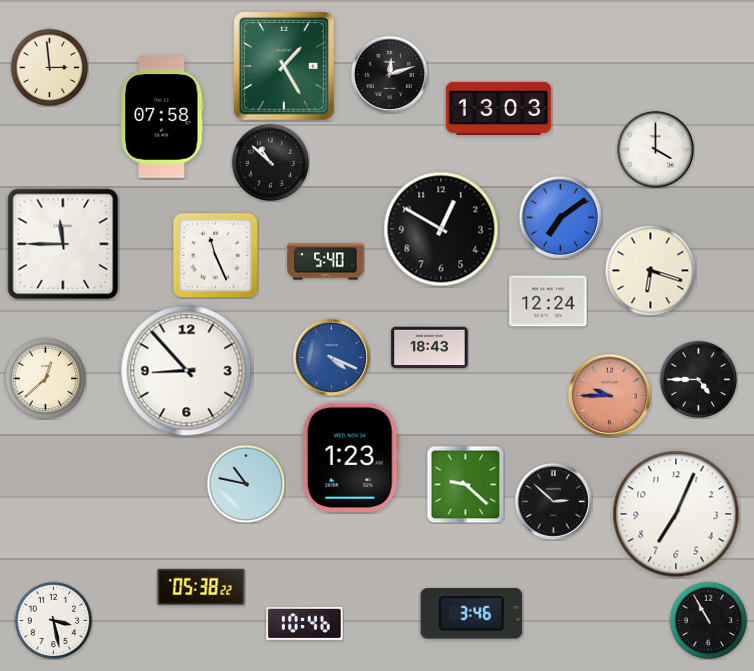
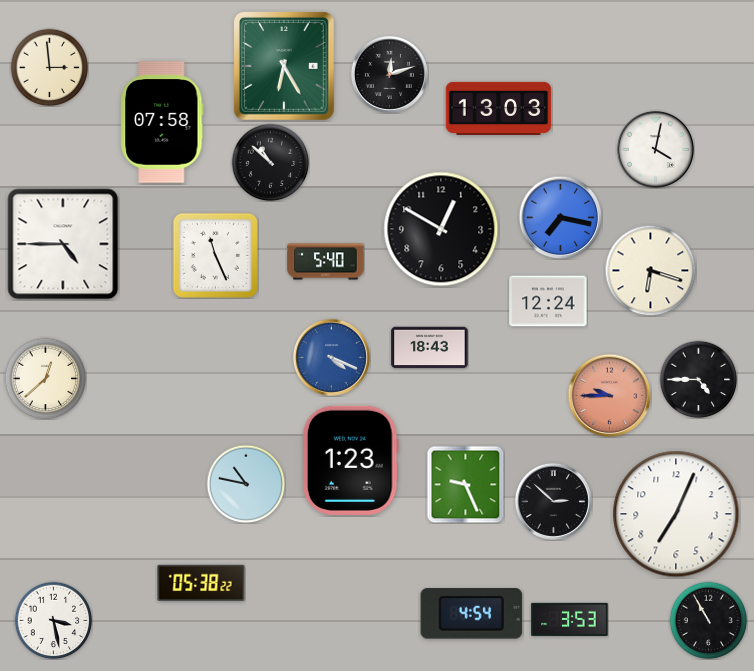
clock at (284, 67): 1:25 -> 6:25
clock at (162, 117) position: (162, 117) -> (162, 122)
clock at (655, 149): 4:00 -> 4:02
clock at (560, 217): 7:09 -> 7:17
clock at (63, 244): 11:45 -> 4:45
clock at (187, 371): 8:53 -> none
clock at (350, 457) position: (350, 457) -> (350, 460)
clock at (465, 484): 9:22 -> 9:26
clock at (201, 587) position: (201, 587) -> (201, 583)
clock at (472, 614): 3:46 -> 4:54
clock at (570, 619): none -> 3:53
clock at (305, 623): 10:46 -> none
